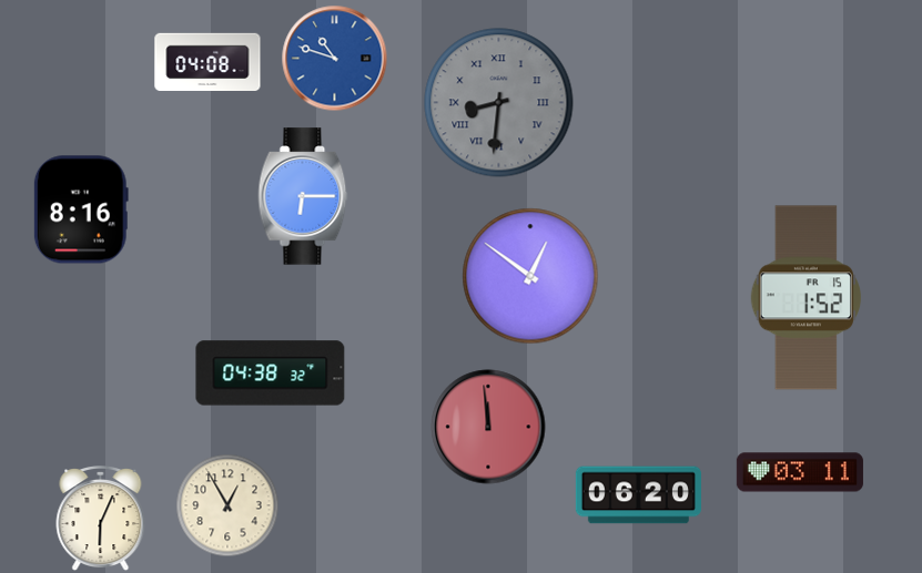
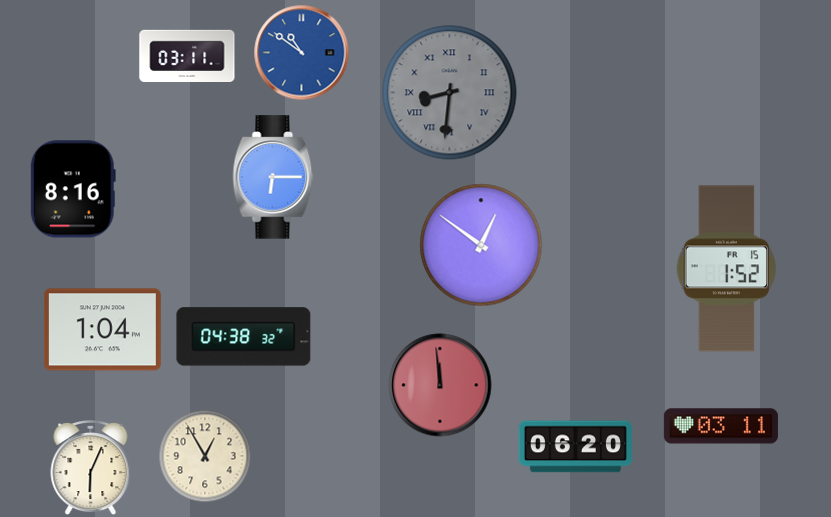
clock at (335, 59): 10:48 -> 10:51
clock at (207, 61): 04:08 -> 03:11
clock at (530, 276) position: (530, 276) -> (481, 245)
clock at (102, 330): none -> 1:04
